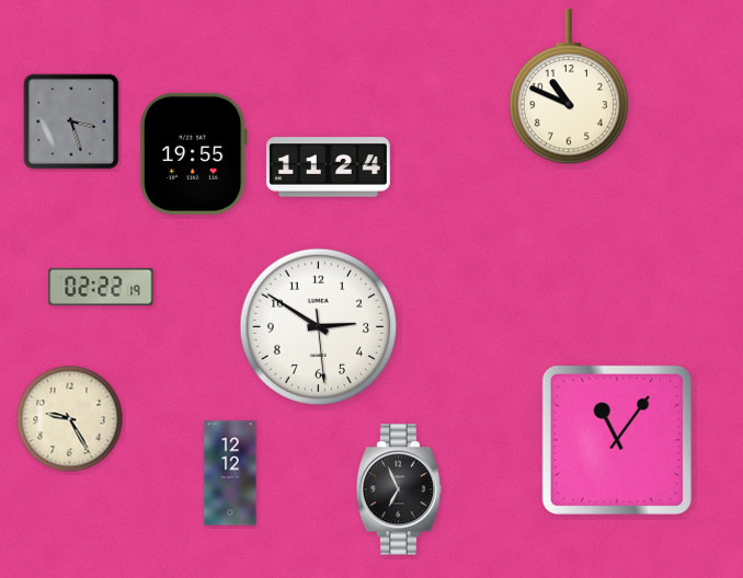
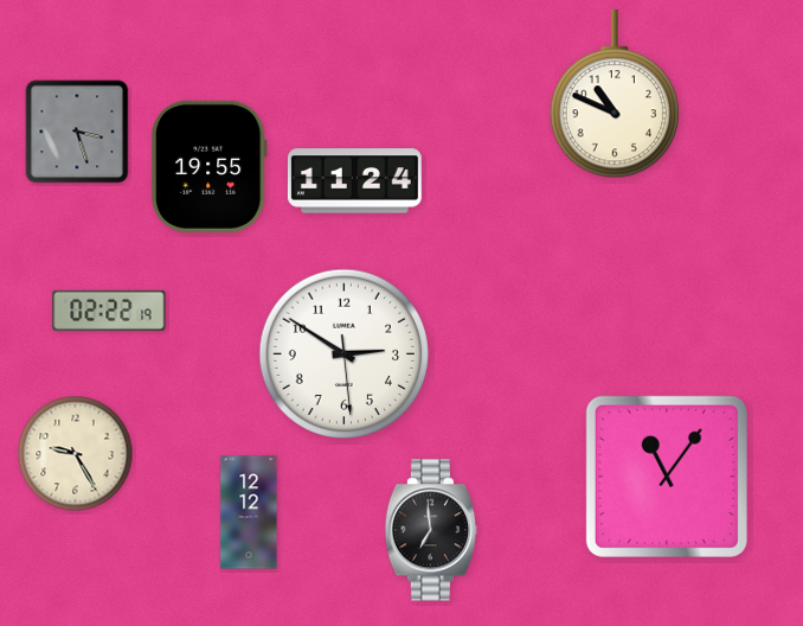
clock at (399, 489): 6:56 -> 6:59
